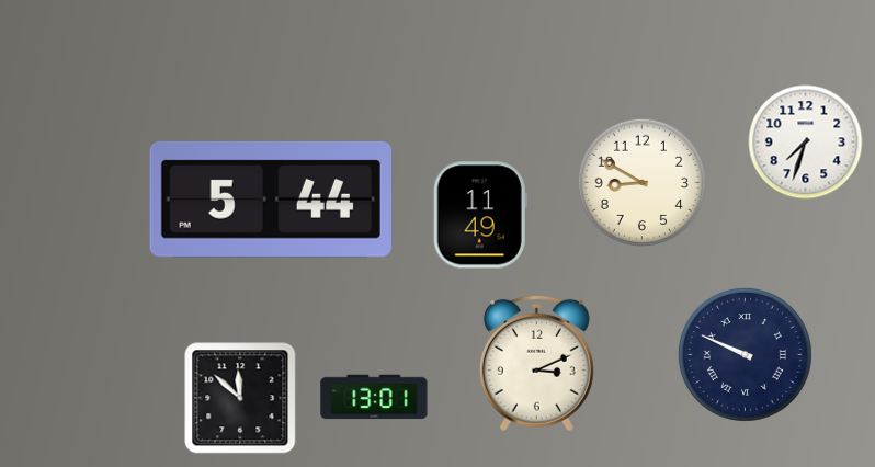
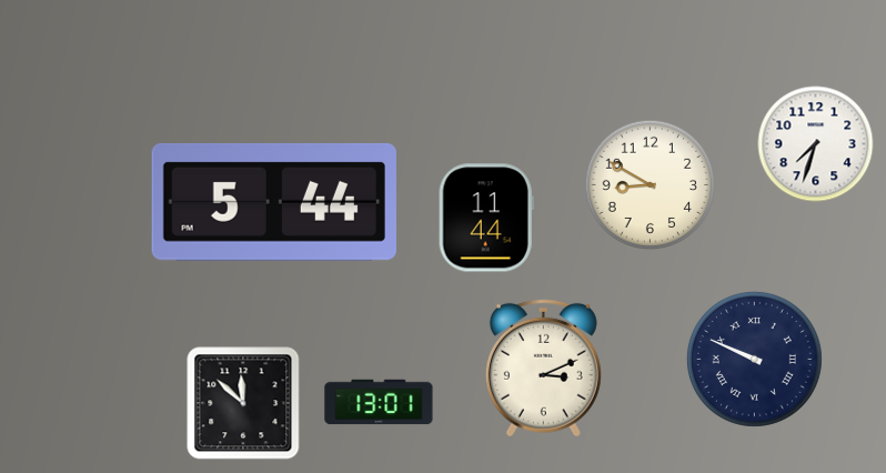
clock at (480, 215): 11:49 -> 11:44
